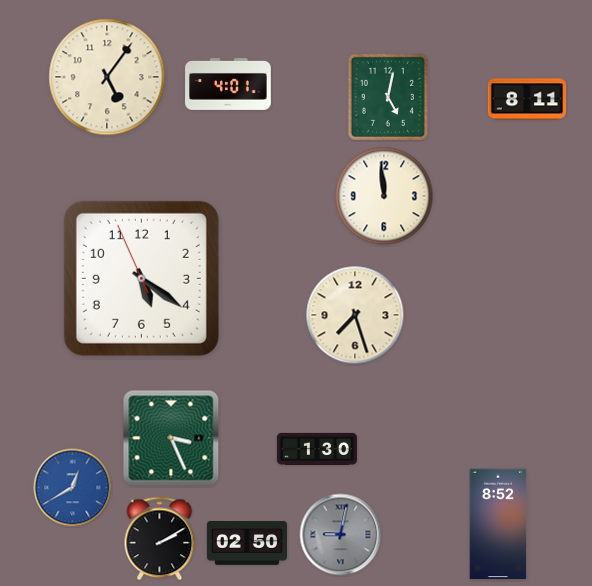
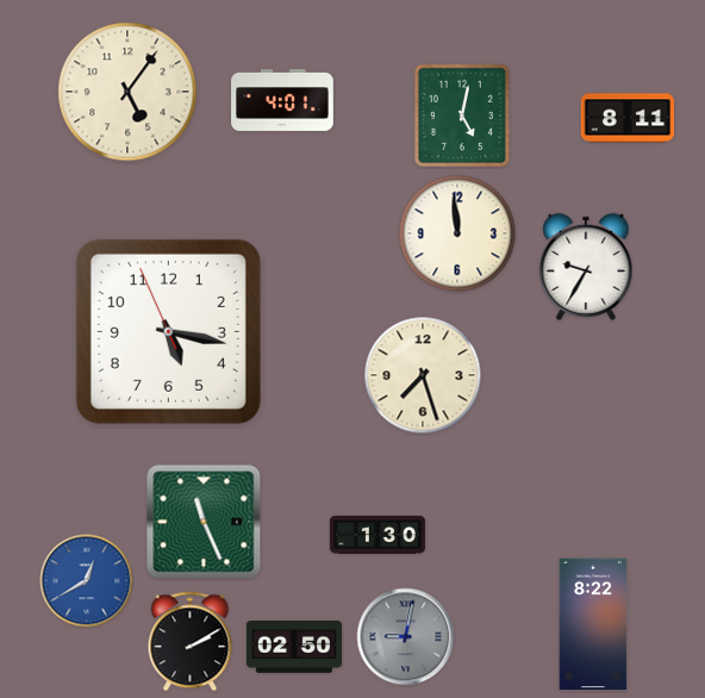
clock at (228, 85) position: (228, 85) -> (282, 101)
clock at (586, 267): none -> 9:35
clock at (141, 278): 5:20 -> 5:16
clock at (171, 438): 3:26 -> 11:26
clock at (498, 524): 8:52 -> 8:22
